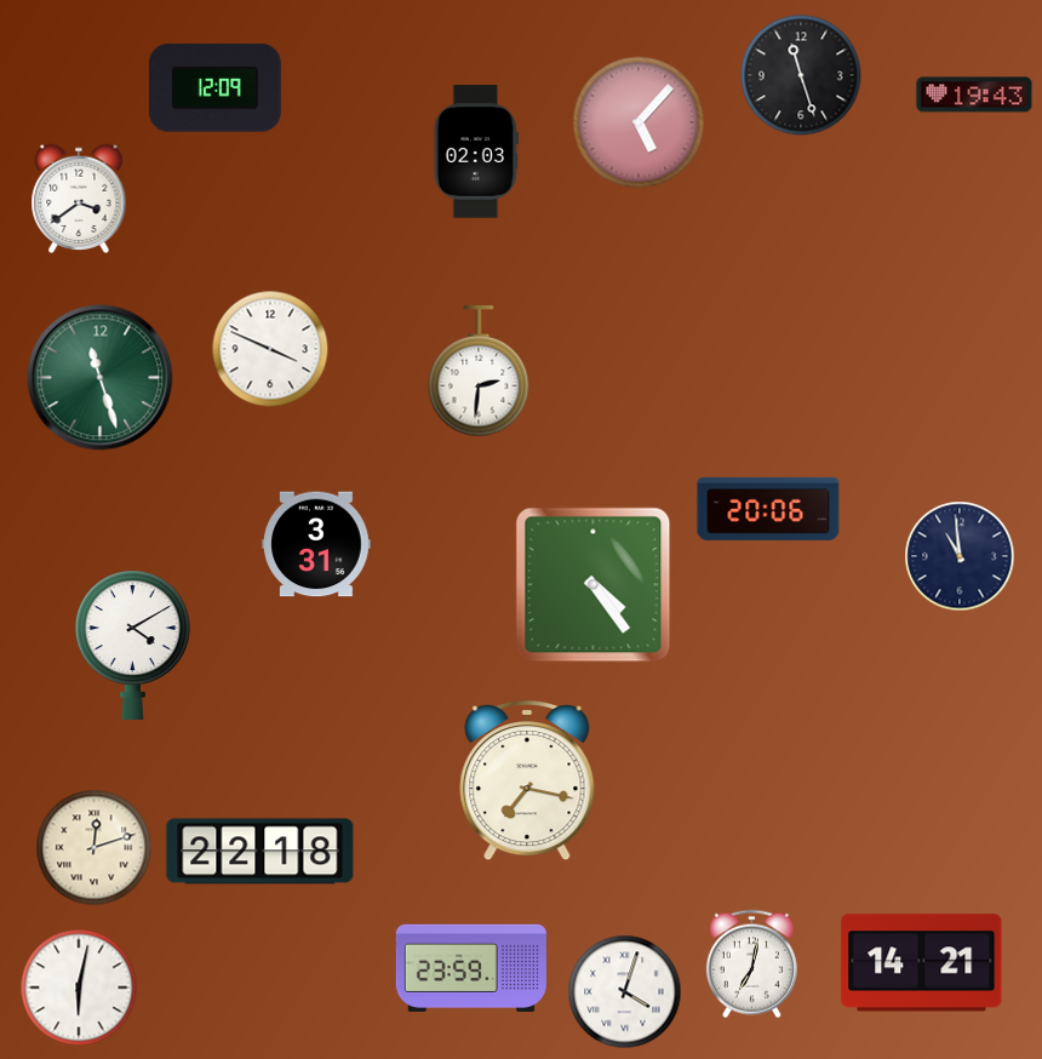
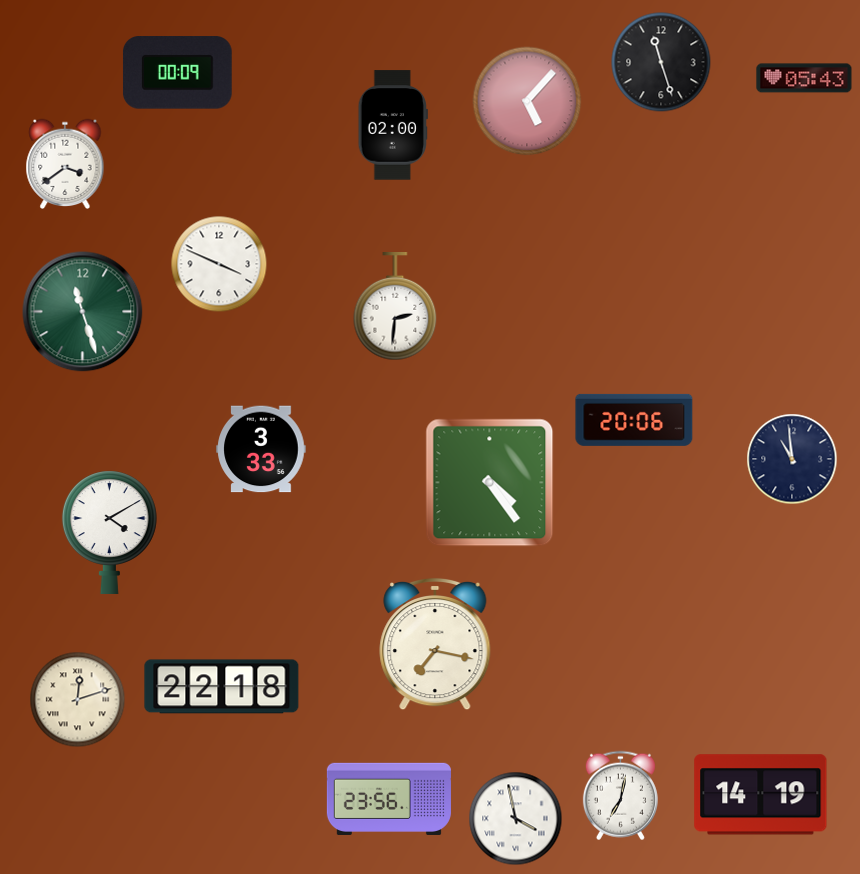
clock at (214, 88): 12:09 -> 00:09
clock at (974, 95): 19:43 -> 05:43
clock at (476, 151): 02:03 -> 02:00
clock at (270, 349) position: (270, 349) -> (219, 264)
clock at (316, 544): 3:31 -> 3:33
clock at (260, 852) position: (260, 852) -> (222, 687)
clock at (922, 963): 14:21 -> 14:19
clock at (471, 968): 23:59 -> 23:56
clock at (79, 988): 6:02 -> none
clock at (625, 992): 4:03 -> 3:58
